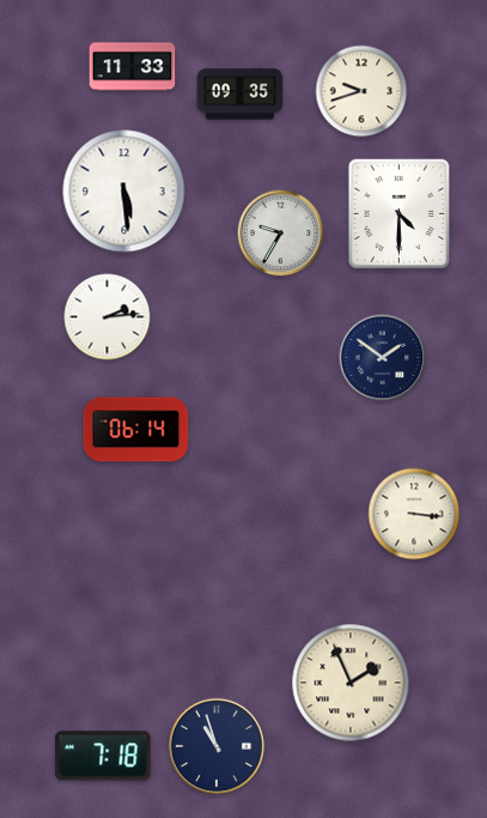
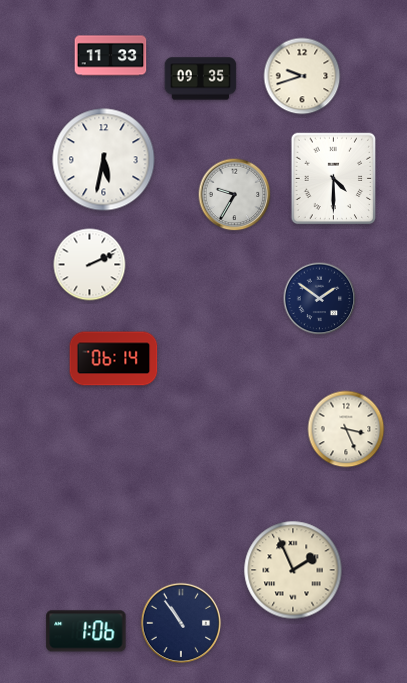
clock at (124, 192): 5:29 -> 5:32
clock at (108, 317): 2:14 -> 2:11
clock at (414, 514): 3:16 -> 3:26
clock at (217, 746): 10:57 -> 10:54
clock at (103, 756): 7:18 -> 1:06
